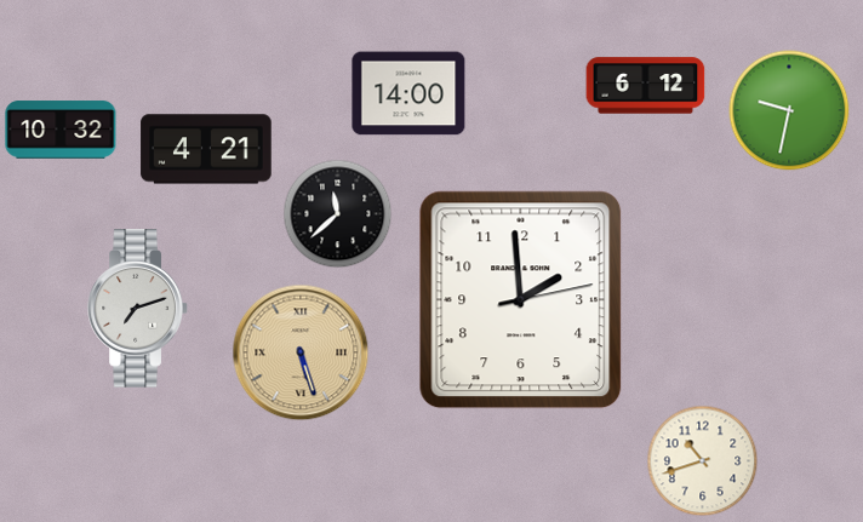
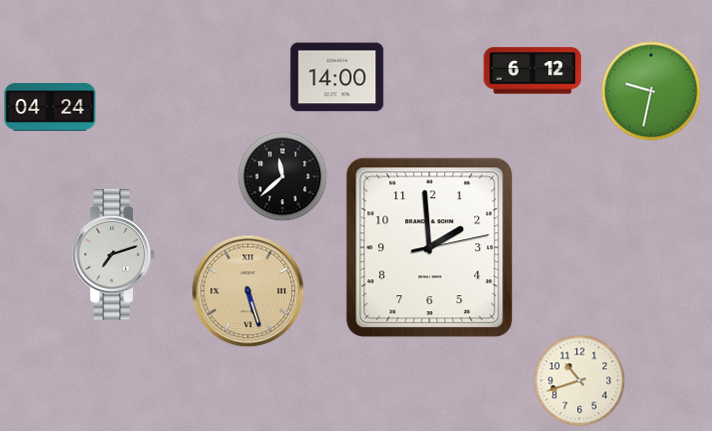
clock at (61, 130): 10:32 -> 04:24
clock at (206, 149): 4:21 -> none
clock at (338, 214) position: (338, 214) -> (283, 177)
